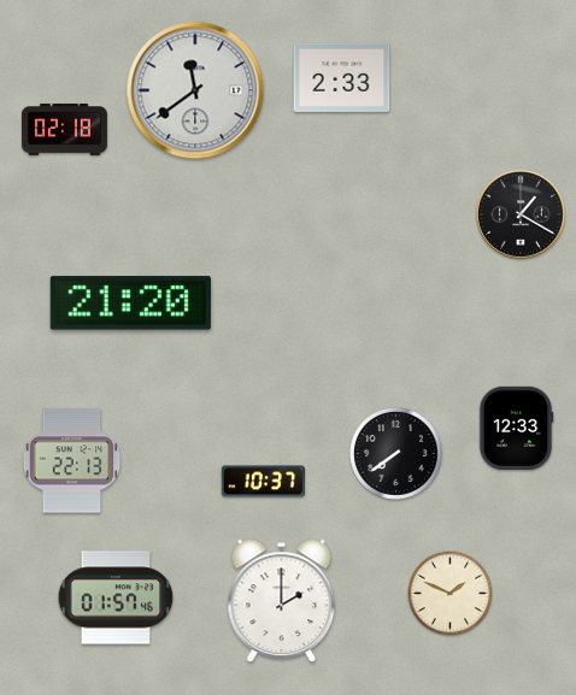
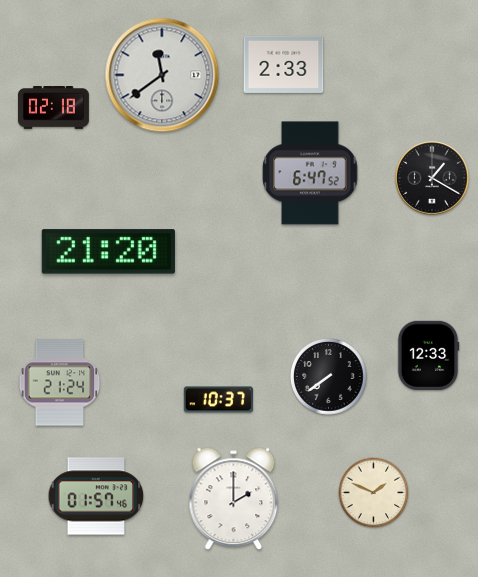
clock at (310, 173): none -> 6:47
clock at (72, 461): 22:13 -> 21:24
